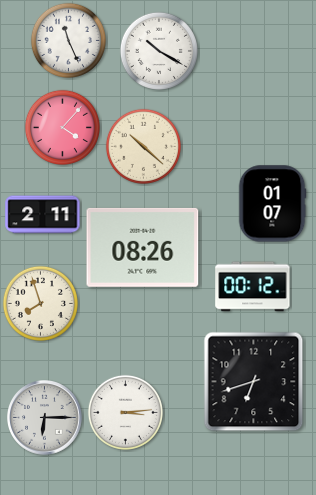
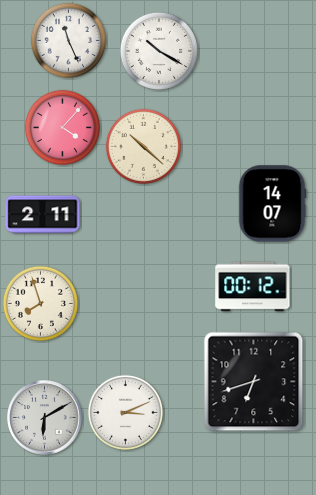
clock at (272, 204): 01:07 -> 14:07
clock at (143, 247): 08:26 -> none
clock at (125, 412): 3:14 -> 3:11
clock at (45, 418): 6:15 -> 6:10
